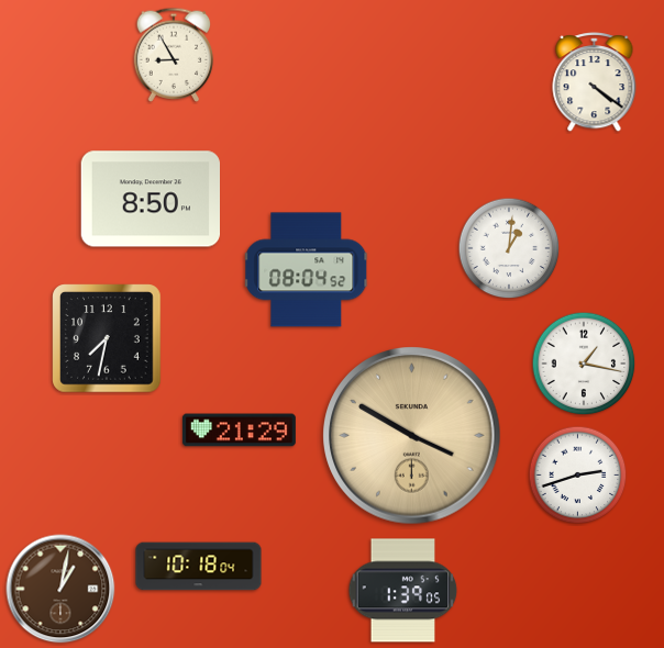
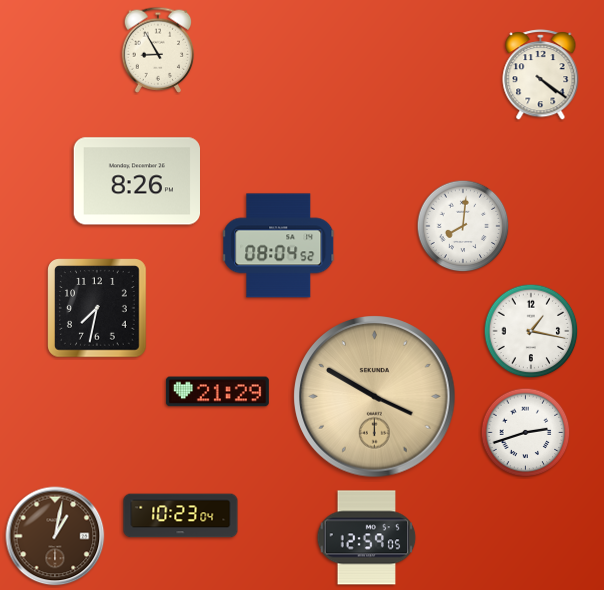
clock at (150, 199): 8:50 -> 8:26
clock at (509, 248): 1:01 -> 8:01
clock at (199, 567): 10:18 -> 10:23
clock at (403, 591): 1:39 -> 12:59
